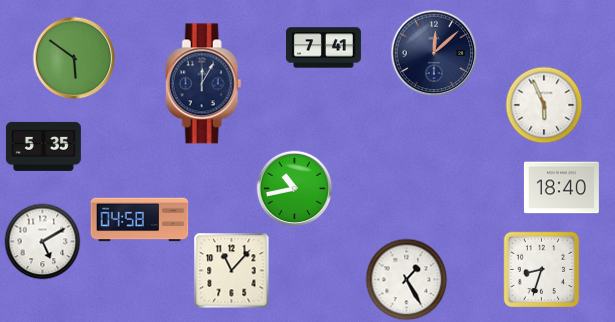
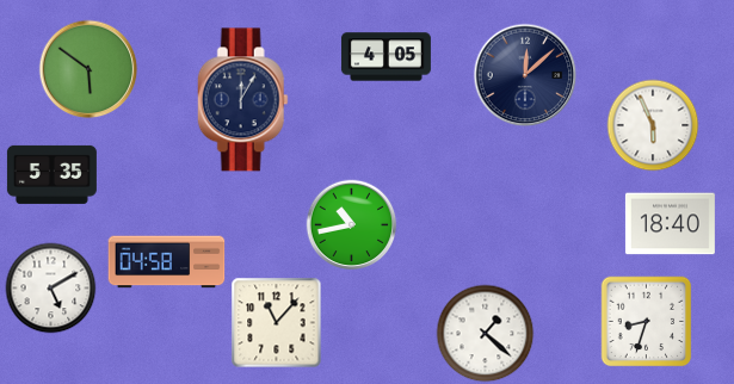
clock at (323, 48): 7:41 -> 4:05
clock at (434, 53) position: (434, 53) -> (525, 75)
clock at (544, 105) position: (544, 105) -> (653, 125)
clock at (407, 280): 1:25 -> 1:22
